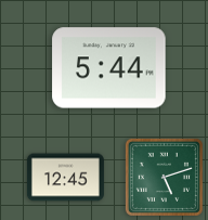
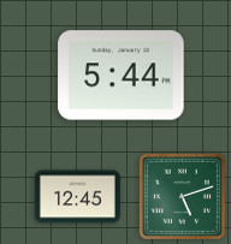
clock at (65, 178) position: (65, 178) -> (77, 197)
